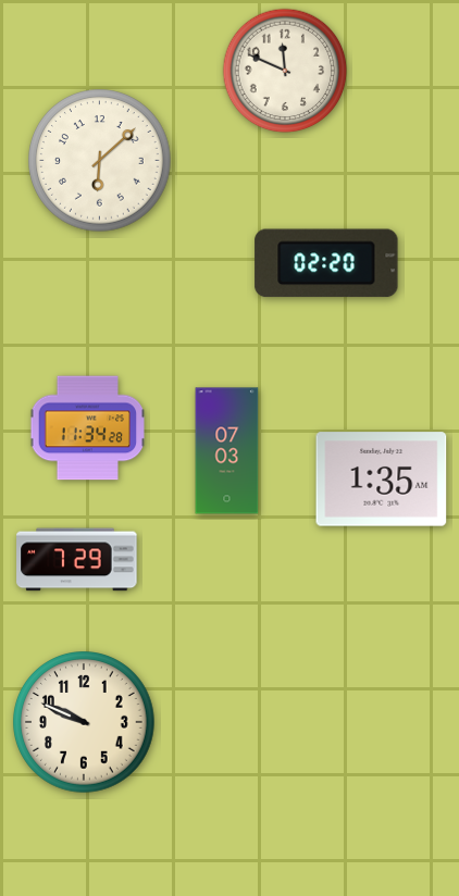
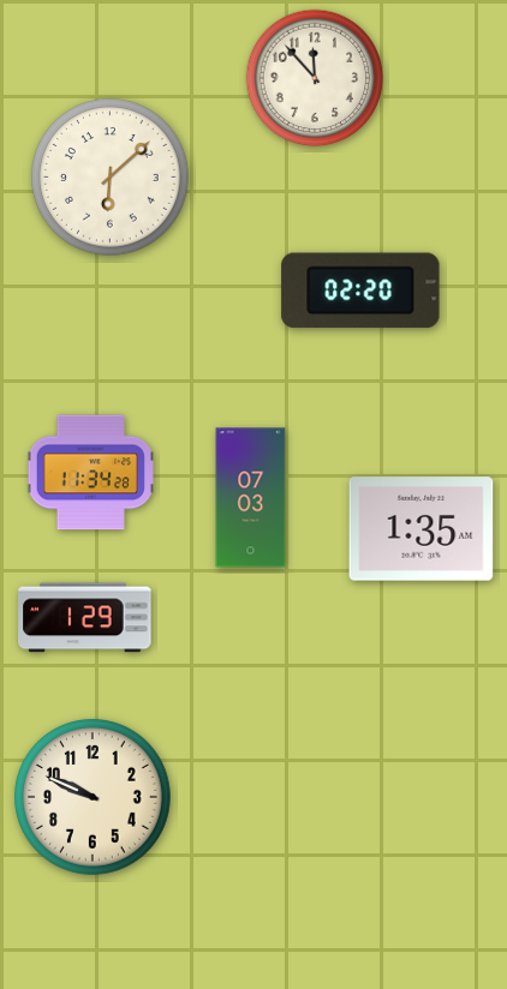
clock at (285, 71): 11:49 -> 11:53
clock at (88, 428) position: (88, 428) -> (91, 473)
clock at (77, 560): 7:29 -> 1:29
